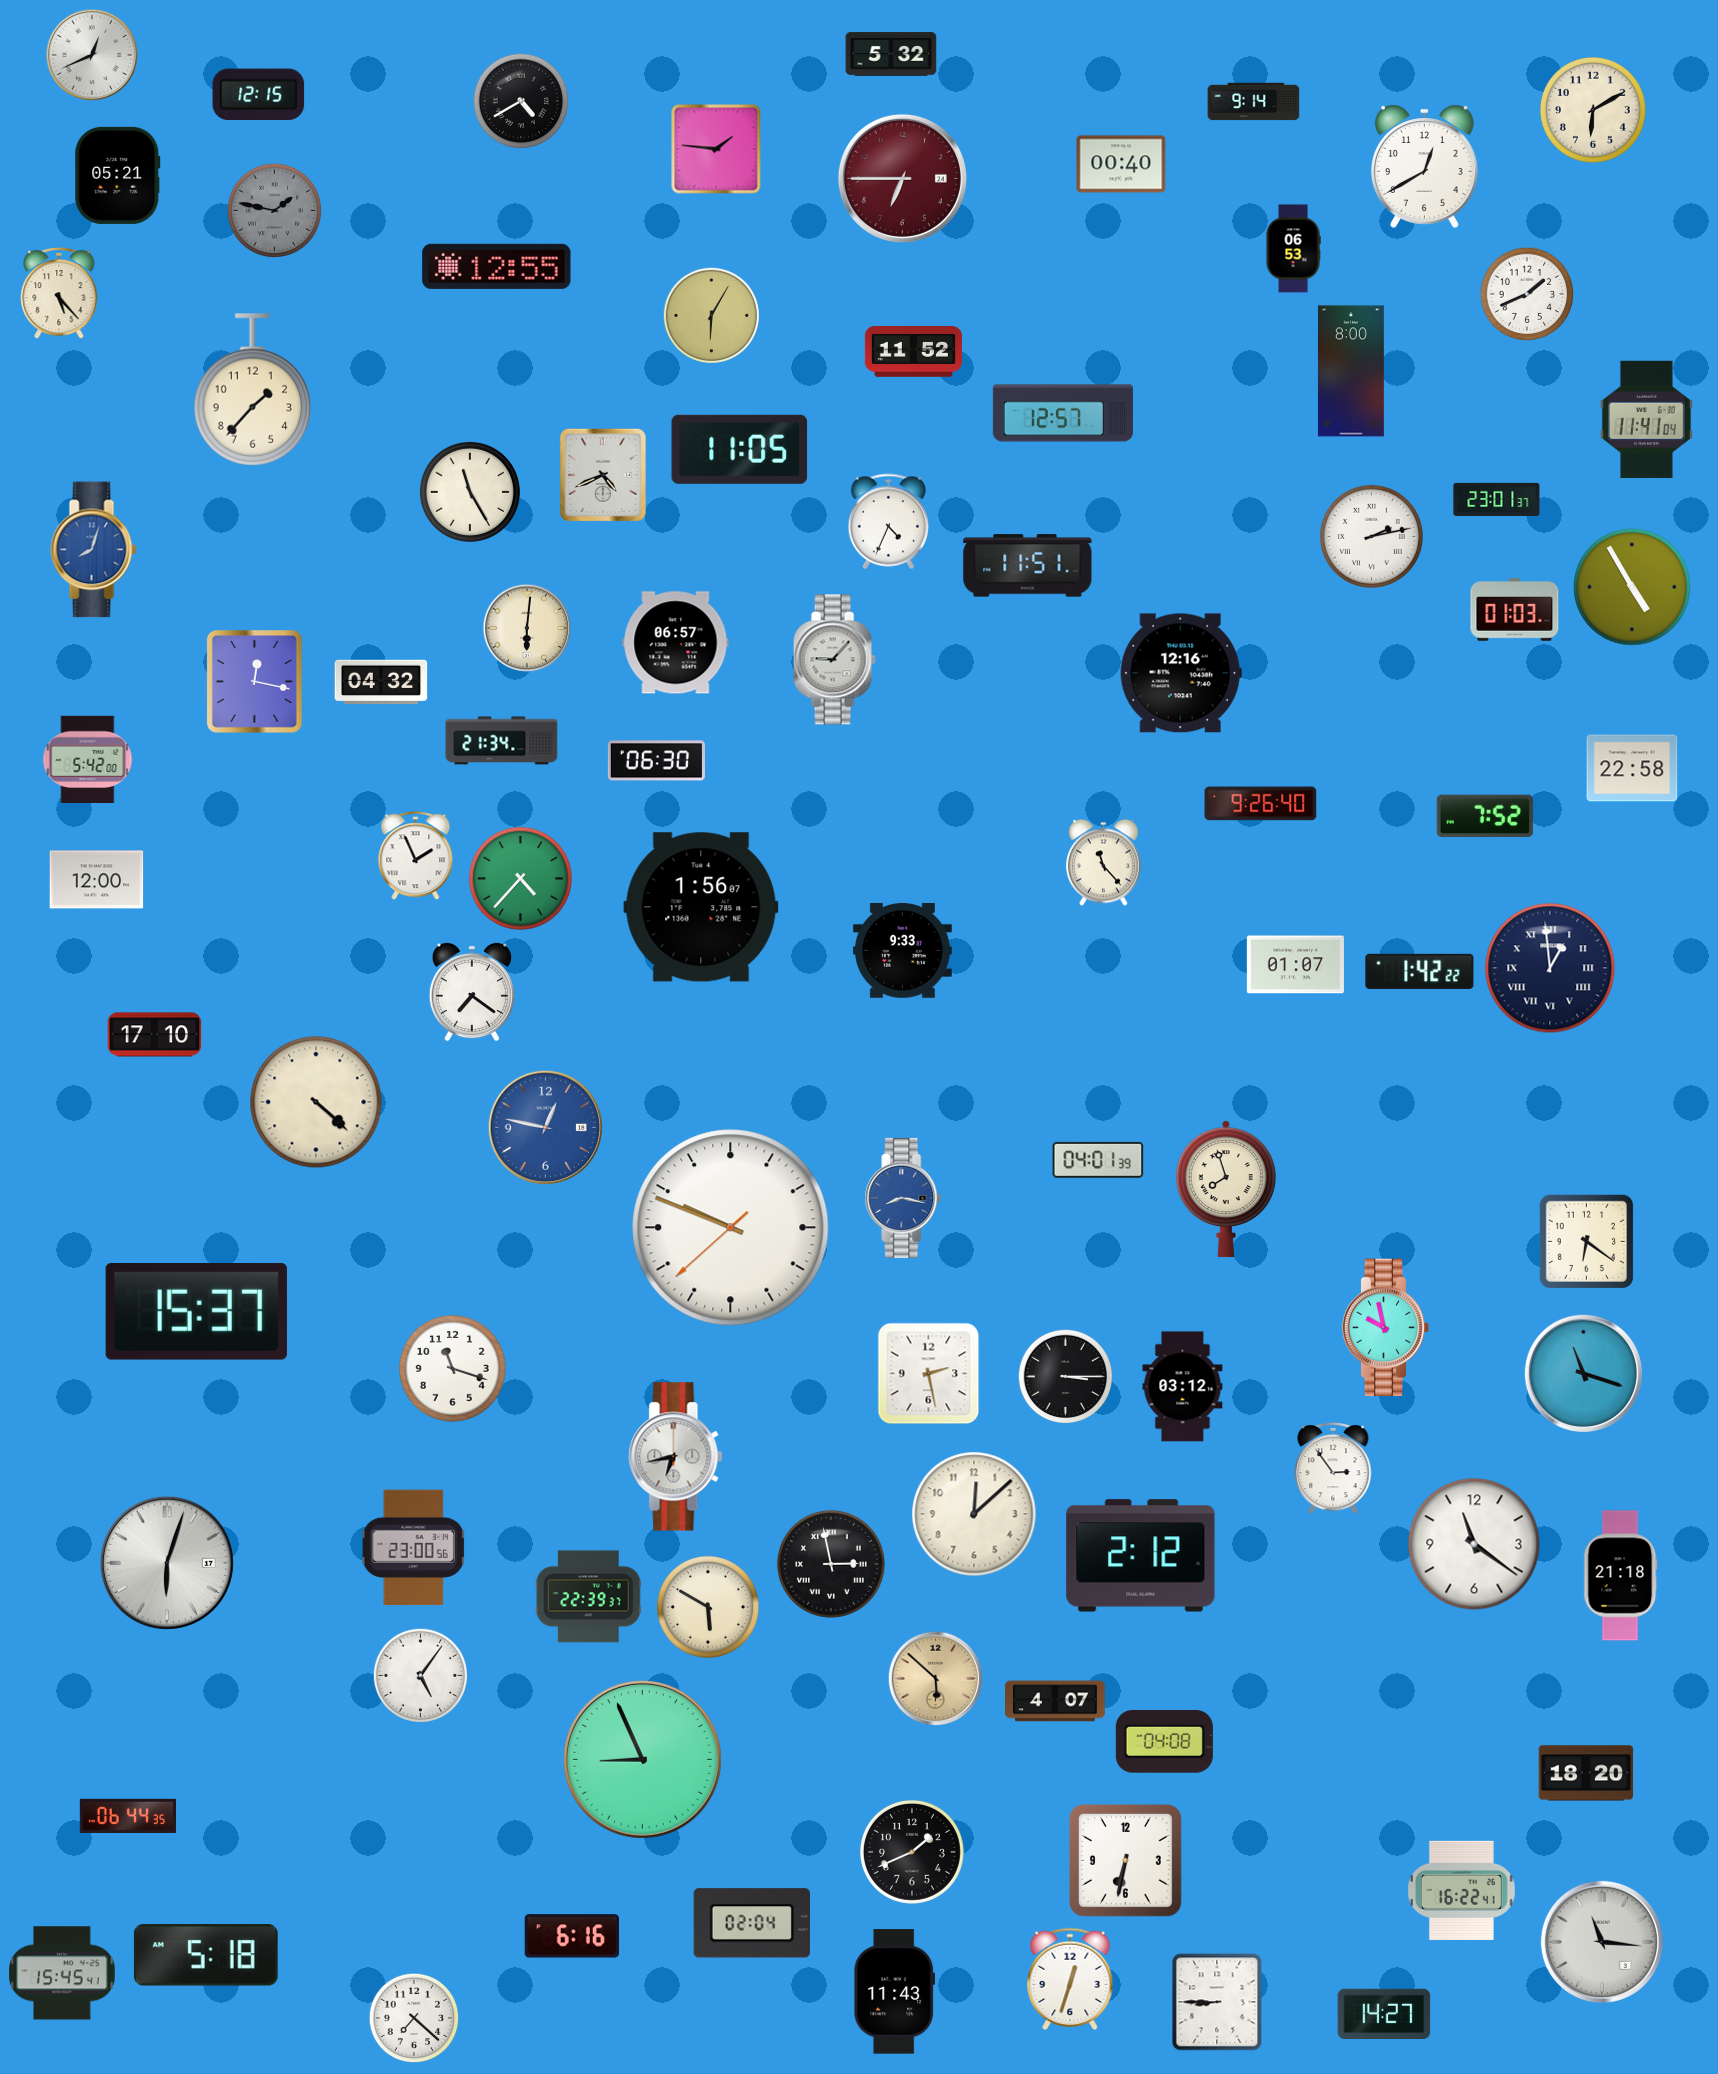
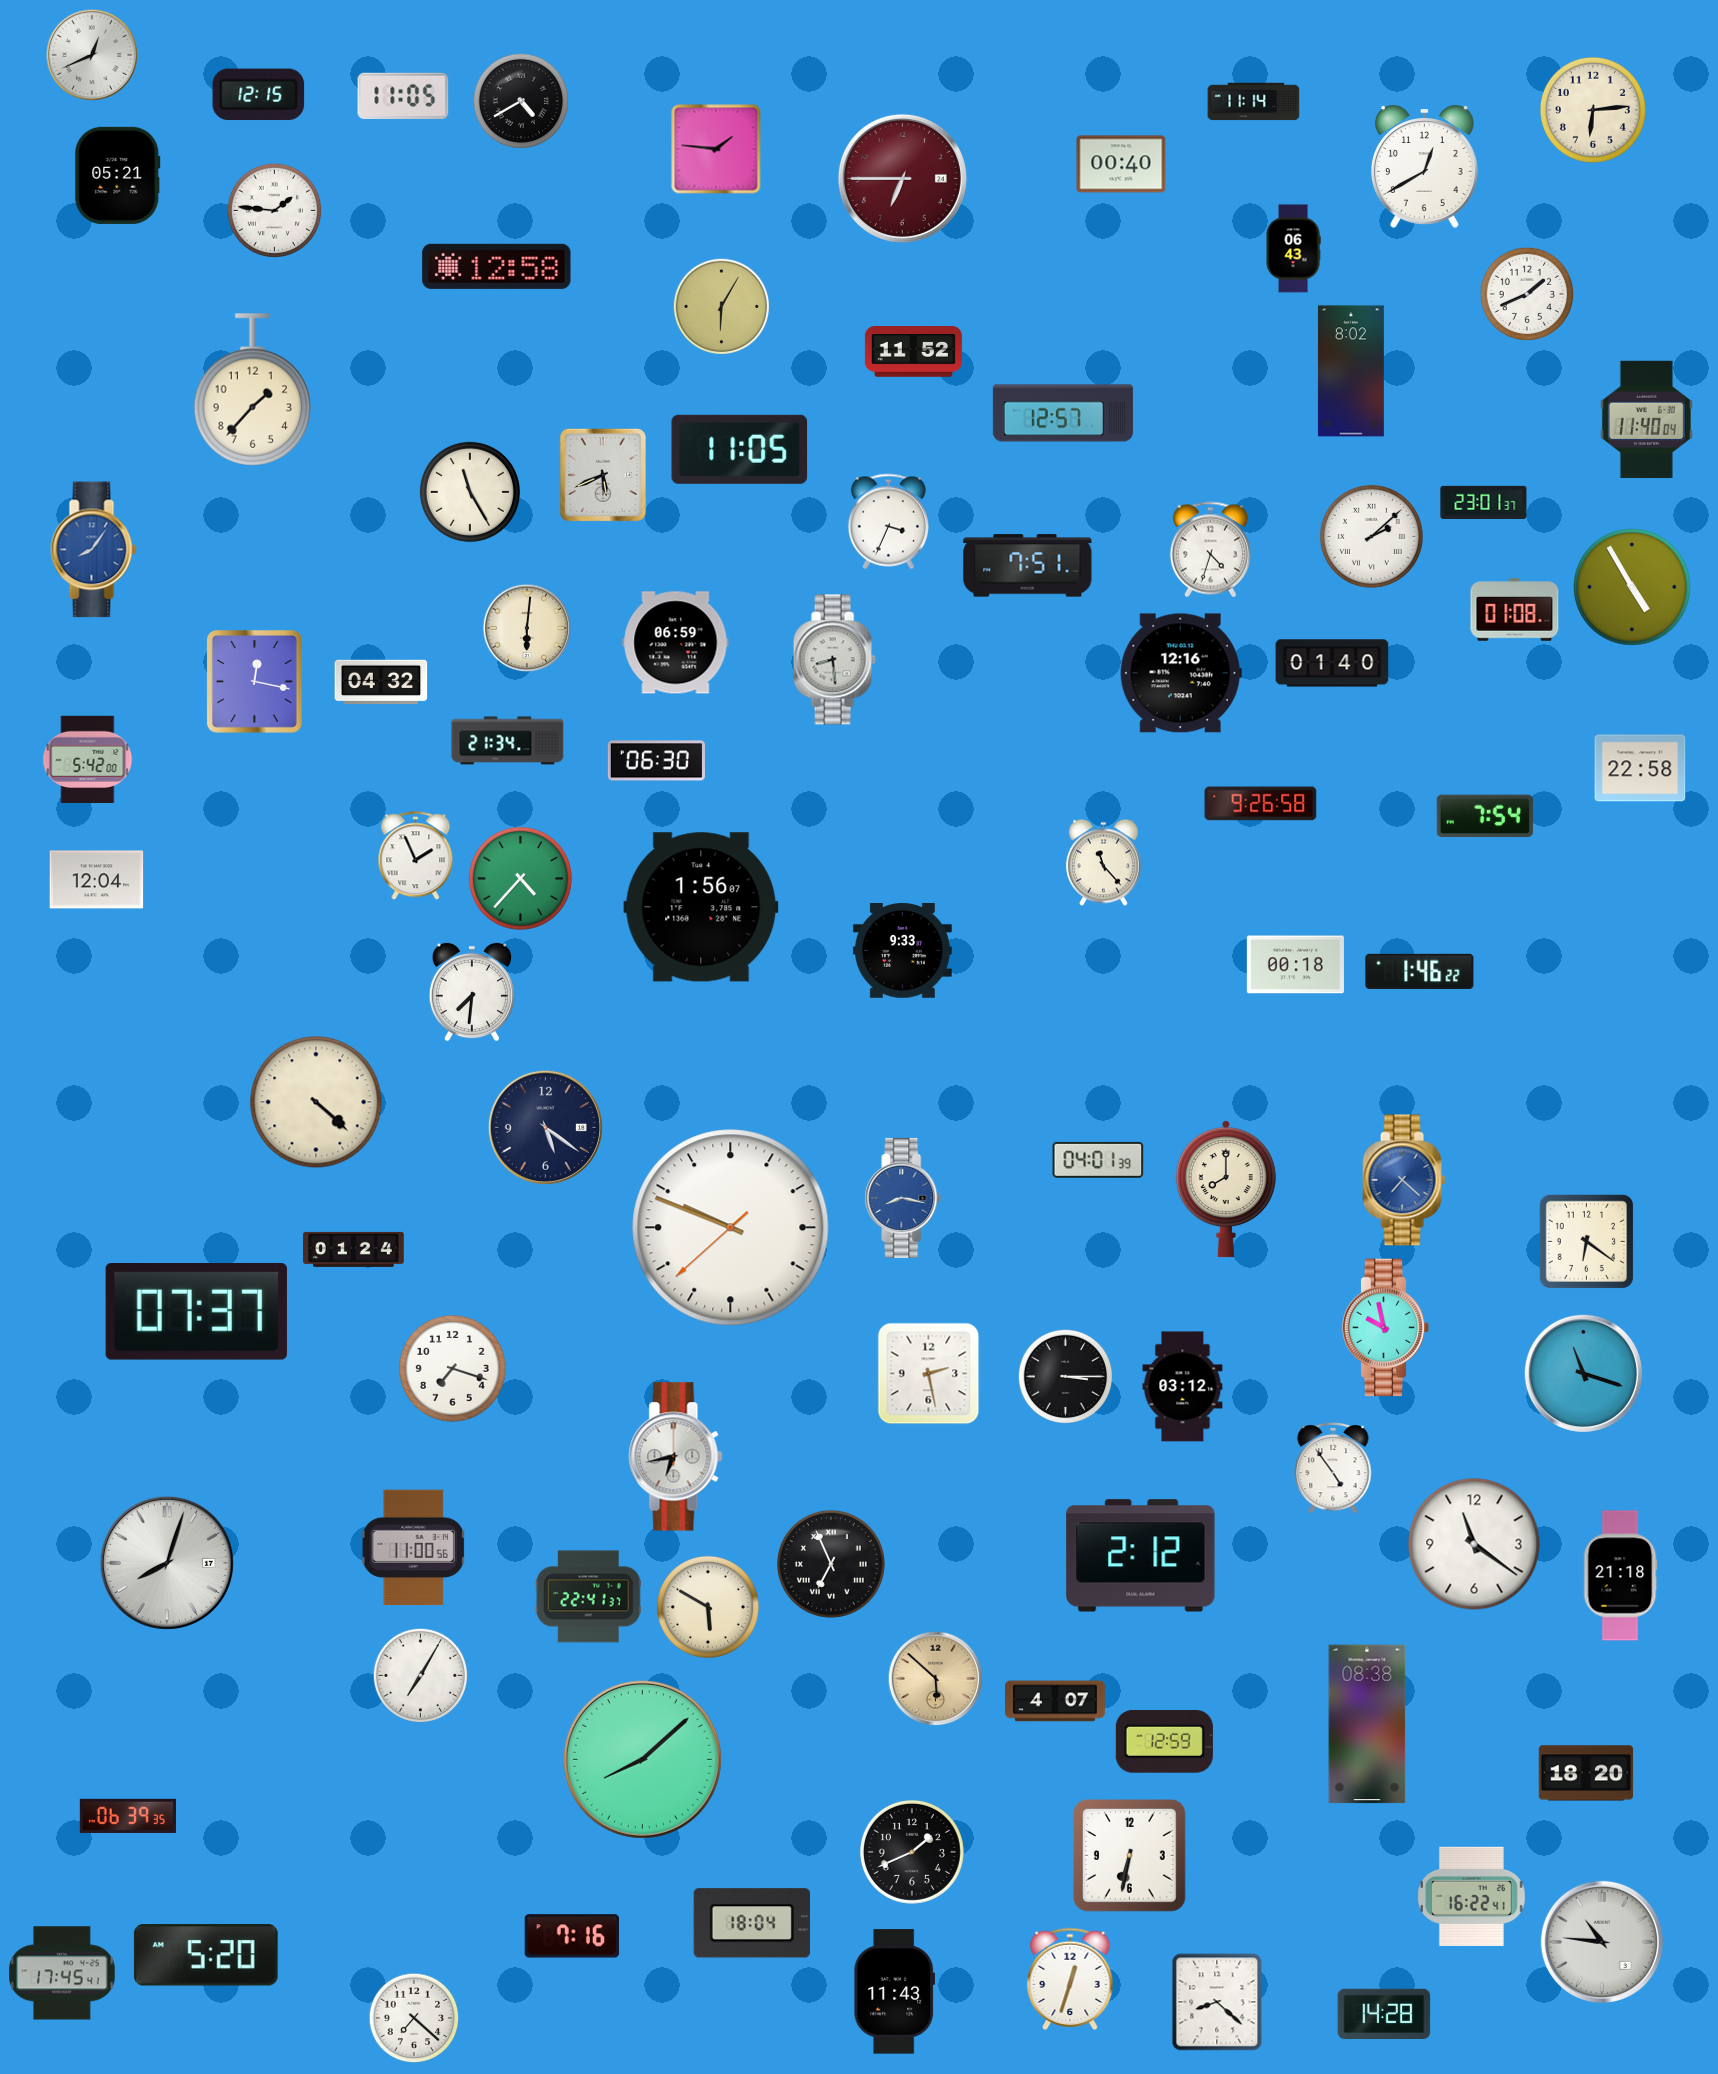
clock at (891, 54): 5:32 -> none
clock at (403, 95): none -> 11:05
clock at (1254, 102): 9:14 -> 11:14
clock at (1593, 110): 6:10 -> 6:14
clock at (274, 210): 1:47 -> 1:46
clock at (274, 210) dial: grey -> white
clock at (1293, 249): 06:53 -> 06:43
clock at (497, 266): 12:55 -> 12:58
clock at (59, 293): 5:23 -> none
clock at (711, 315) position: (711, 315) -> (721, 306)
clock at (1351, 371): 8:00 -> 8:02
clock at (1646, 419): 11:41 -> 11:40
clock at (603, 475): 4:41 -> 5:41
clock at (1497, 499) position: (1497, 499) -> (1484, 502)
clock at (888, 522): 4:34 -> 3:34
clock at (1371, 536): 2:13 -> 2:08
clock at (94, 550): 8:03 -> 8:06
clock at (1210, 550): none -> 4:33
clock at (1028, 566): 11:51 -> 7:51
clock at (1515, 610): 01:03 -> 01:08
clock at (676, 643): 06:57 -> 06:59
clock at (834, 660): 9:07 -> 8:29
clock at (1332, 663): none -> 01:40
clock at (502, 741) position: (502, 741) -> (508, 741)
clock at (1632, 768) position: (1632, 768) -> (1640, 768)
clock at (1261, 804): 9:26:40 -> 9:26:58
clock at (1485, 816): 7:52 -> 7:54
clock at (97, 880): 12:00 -> 12:04
clock at (1295, 965): 01:07 -> 00:18
clock at (1550, 968): 12:59 -> none
clock at (1420, 971): 1:42 -> 1:46
clock at (472, 992): 7:21 -> 7:31
clock at (155, 1035): 17:10 -> none
clock at (545, 1127): 12:47 -> 5:21
clock at (545, 1127) dial: blue -> navy
clock at (1404, 1180): none -> 7:22
clock at (1226, 1189): 7:57 -> 8:00
clock at (354, 1249): none -> 01:24
clock at (196, 1312): 15:37 -> 07:37
clock at (452, 1368): 11:18 -> 7:18
clock at (1333, 1468): 2:54 -> 4:54
clock at (974, 1514): 12:08 -> none
clock at (413, 1548): 23:00 -> 11:00
clock at (167, 1563): 6:03 -> 8:03
clock at (831, 1564): 2:58 -> 6:56
clock at (588, 1597): 22:39 -> 22:41
clock at (420, 1675): 5:06 -> 7:05
clock at (1367, 1724): none -> 08:38
clock at (1164, 1741): 04:08 -> 12:59
clock at (642, 1759): 8:56 -> 8:08
clock at (128, 1816): 06:44 -> 06:39
clock at (1126, 1861) position: (1126, 1861) -> (1130, 1856)
clock at (1462, 1890) position: (1462, 1890) -> (1472, 1896)
clock at (752, 1923): 02:04 -> 18:04
clock at (571, 1936): 6:16 -> 7:16
clock at (1602, 1942): 11:16 -> 10:46
clock at (206, 1955): 5:18 -> 5:20
clock at (62, 1973): 15:45 -> 17:45
clock at (1217, 2002): 8:45 -> 8:22
clock at (1384, 2013): 14:27 -> 14:28
